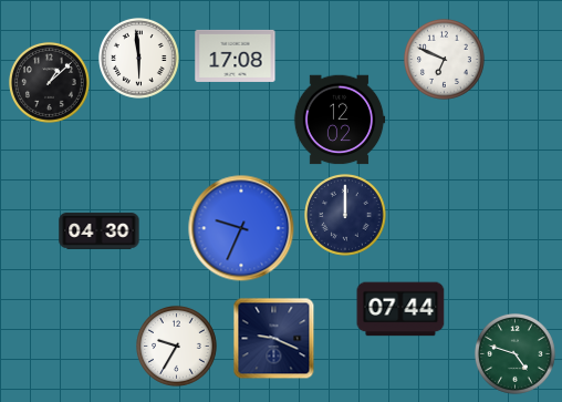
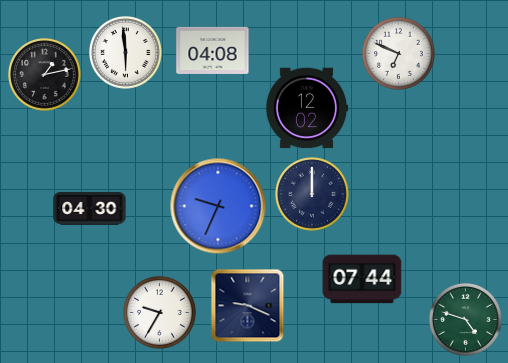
clock at (236, 55): 17:08 -> 04:08
clock at (444, 59) position: (444, 59) -> (398, 53)
clock at (49, 82): 1:08 -> 1:13
